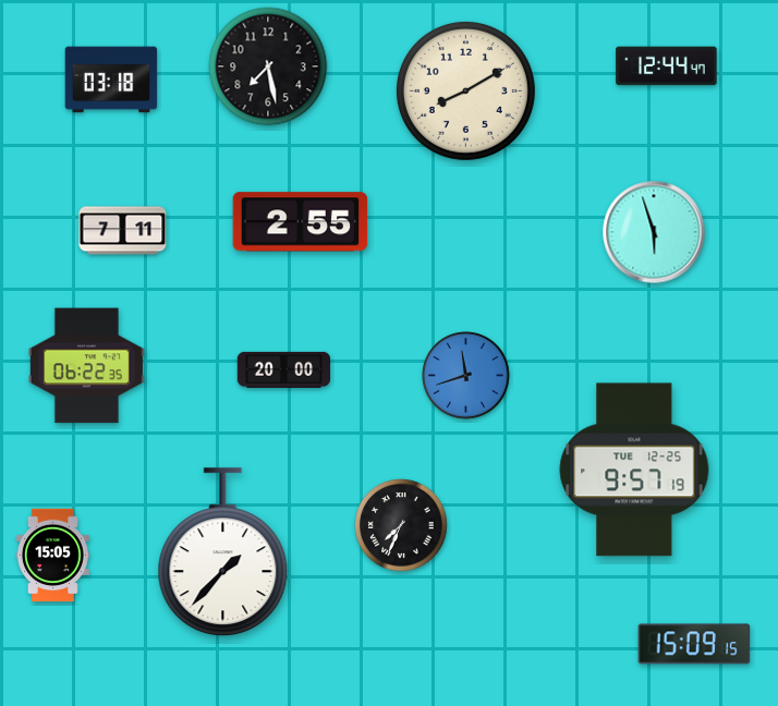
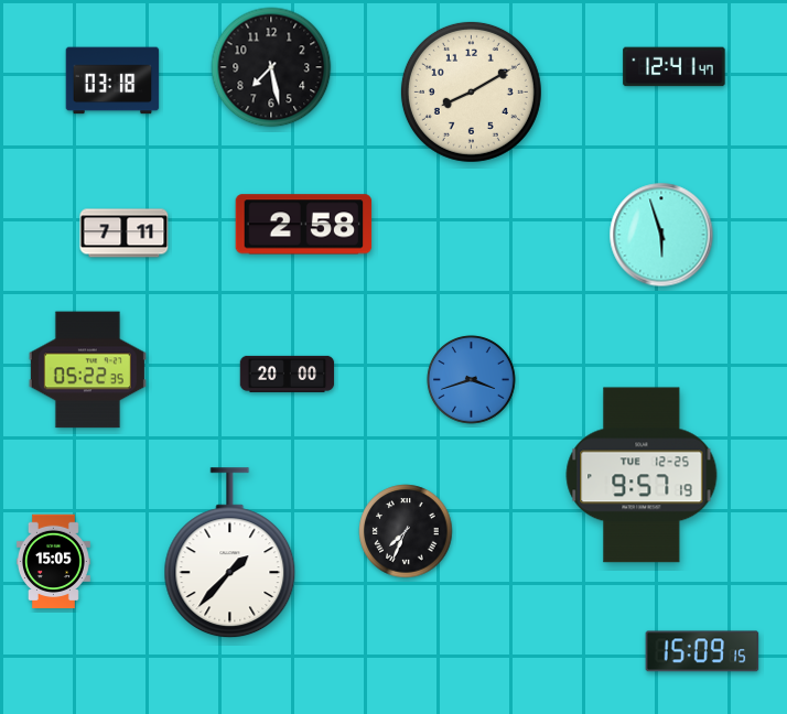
clock at (667, 66): 12:44 -> 12:41
clock at (301, 222): 2:55 -> 2:58
clock at (86, 366): 06:22 -> 05:22
clock at (466, 376): 11:42 -> 3:42
clock at (223, 552) position: (223, 552) -> (230, 553)
